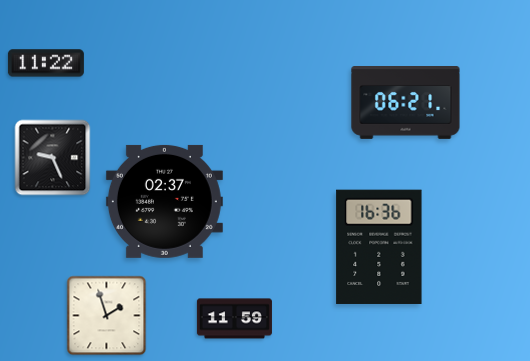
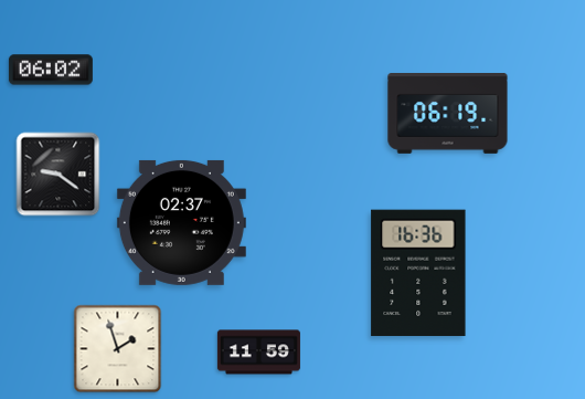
clock at (46, 63): 11:22 -> 06:02
clock at (406, 103): 06:21 -> 06:19
clock at (53, 158): 9:26 -> 9:21
